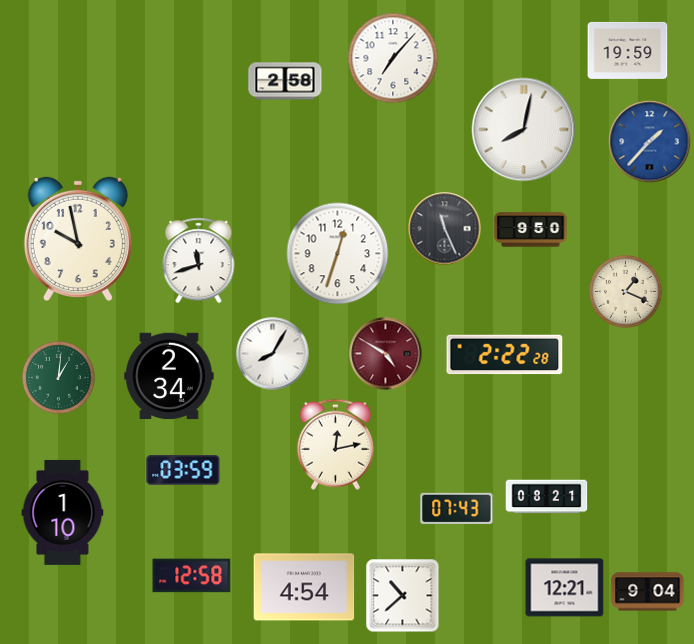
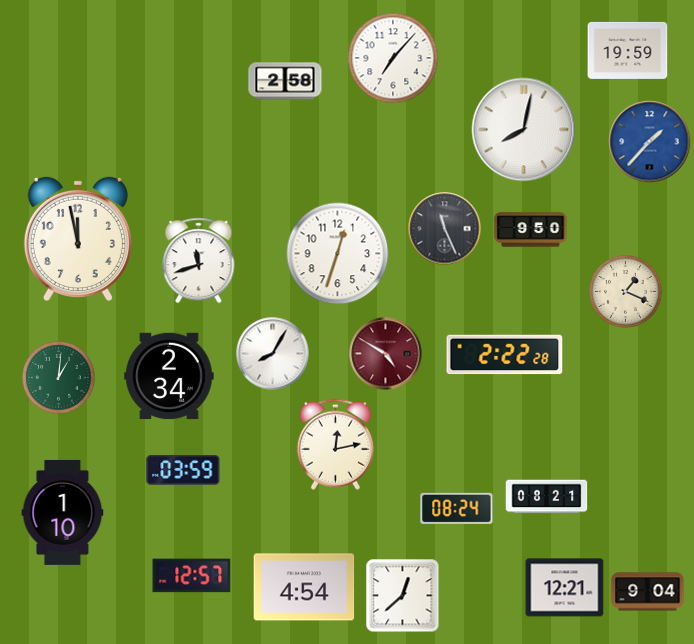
clock at (78, 239): 9:58 -> 11:58
clock at (457, 508): 07:43 -> 08:24
clock at (192, 576): 12:58 -> 12:57
clock at (403, 596): 10:38 -> 12:38
